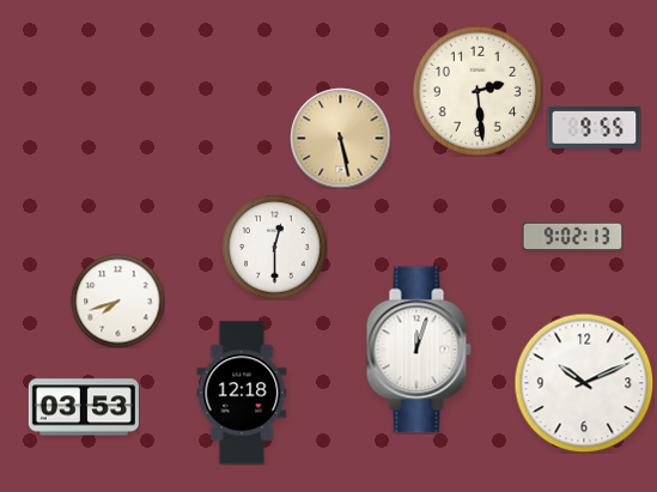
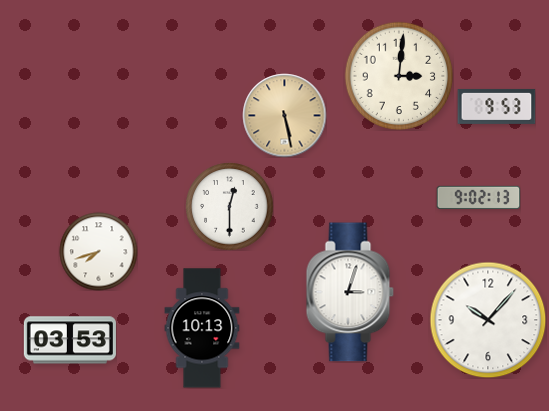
clock at (477, 91): 2:29 -> 3:01
clock at (594, 127): 9:55 -> 9:53
clock at (419, 350): 12:03 -> 3:03
clock at (584, 383): 10:11 -> 10:07
clock at (242, 393): 12:18 -> 10:13
